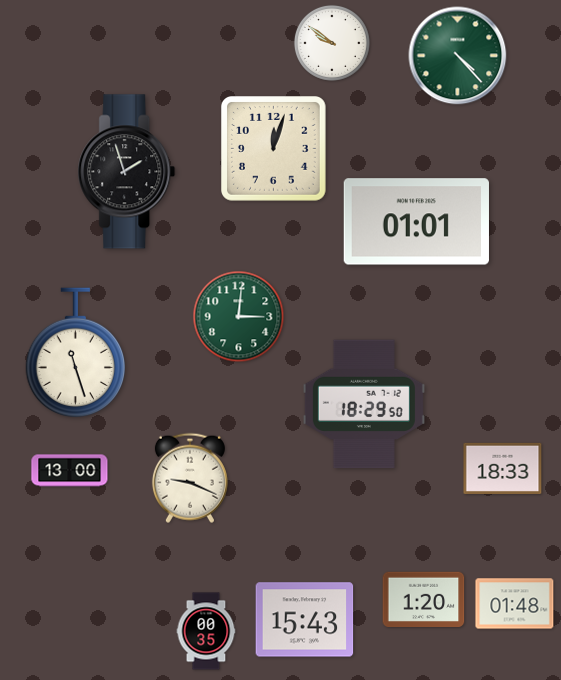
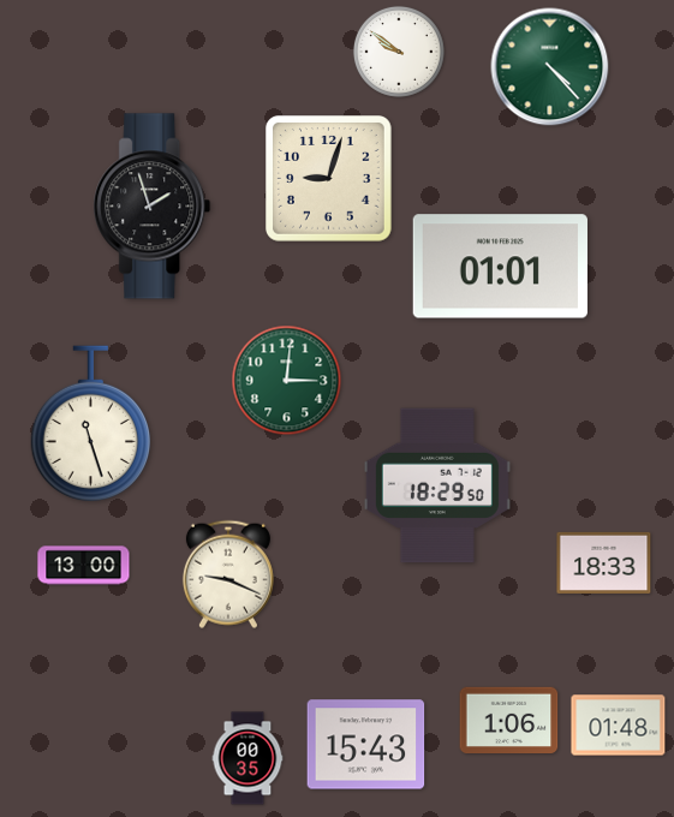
clock at (274, 149): 12:03 -> 9:03
clock at (424, 599): 1:20 -> 1:06
